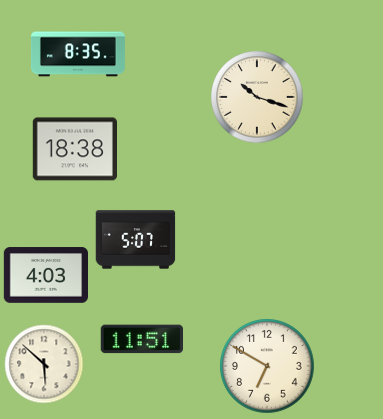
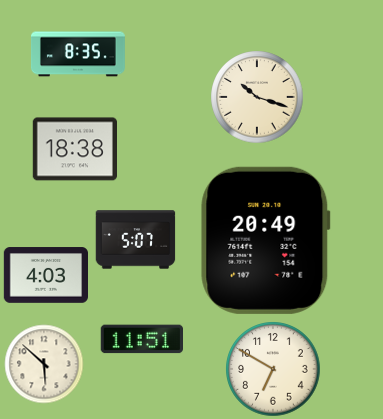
clock at (266, 240): none -> 20:49
clock at (267, 366) position: (267, 366) -> (273, 369)
